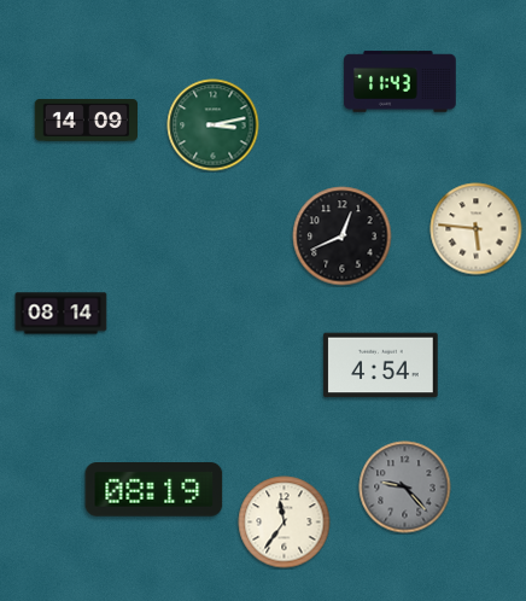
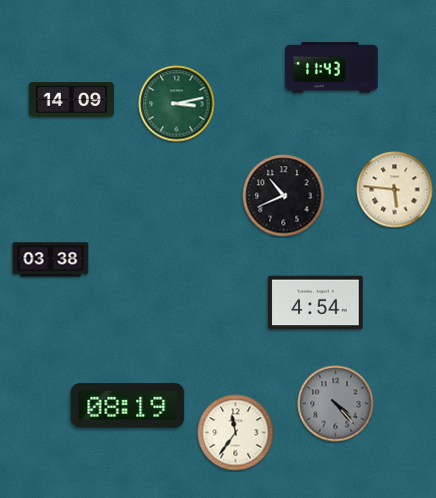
clock at (343, 237): 12:41 -> 10:41
clock at (62, 314): 08:14 -> 03:38
clock at (405, 488): 9:23 -> 4:23
